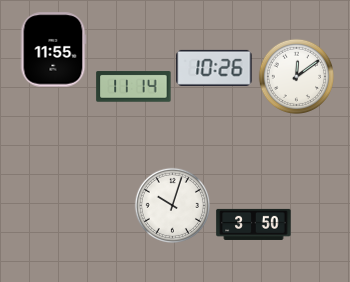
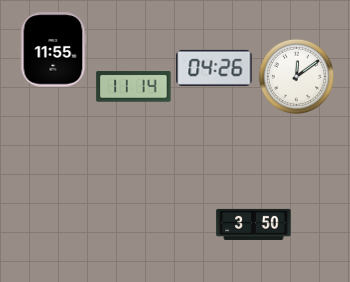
clock at (214, 68): 10:26 -> 04:26
clock at (172, 205): 10:03 -> none
